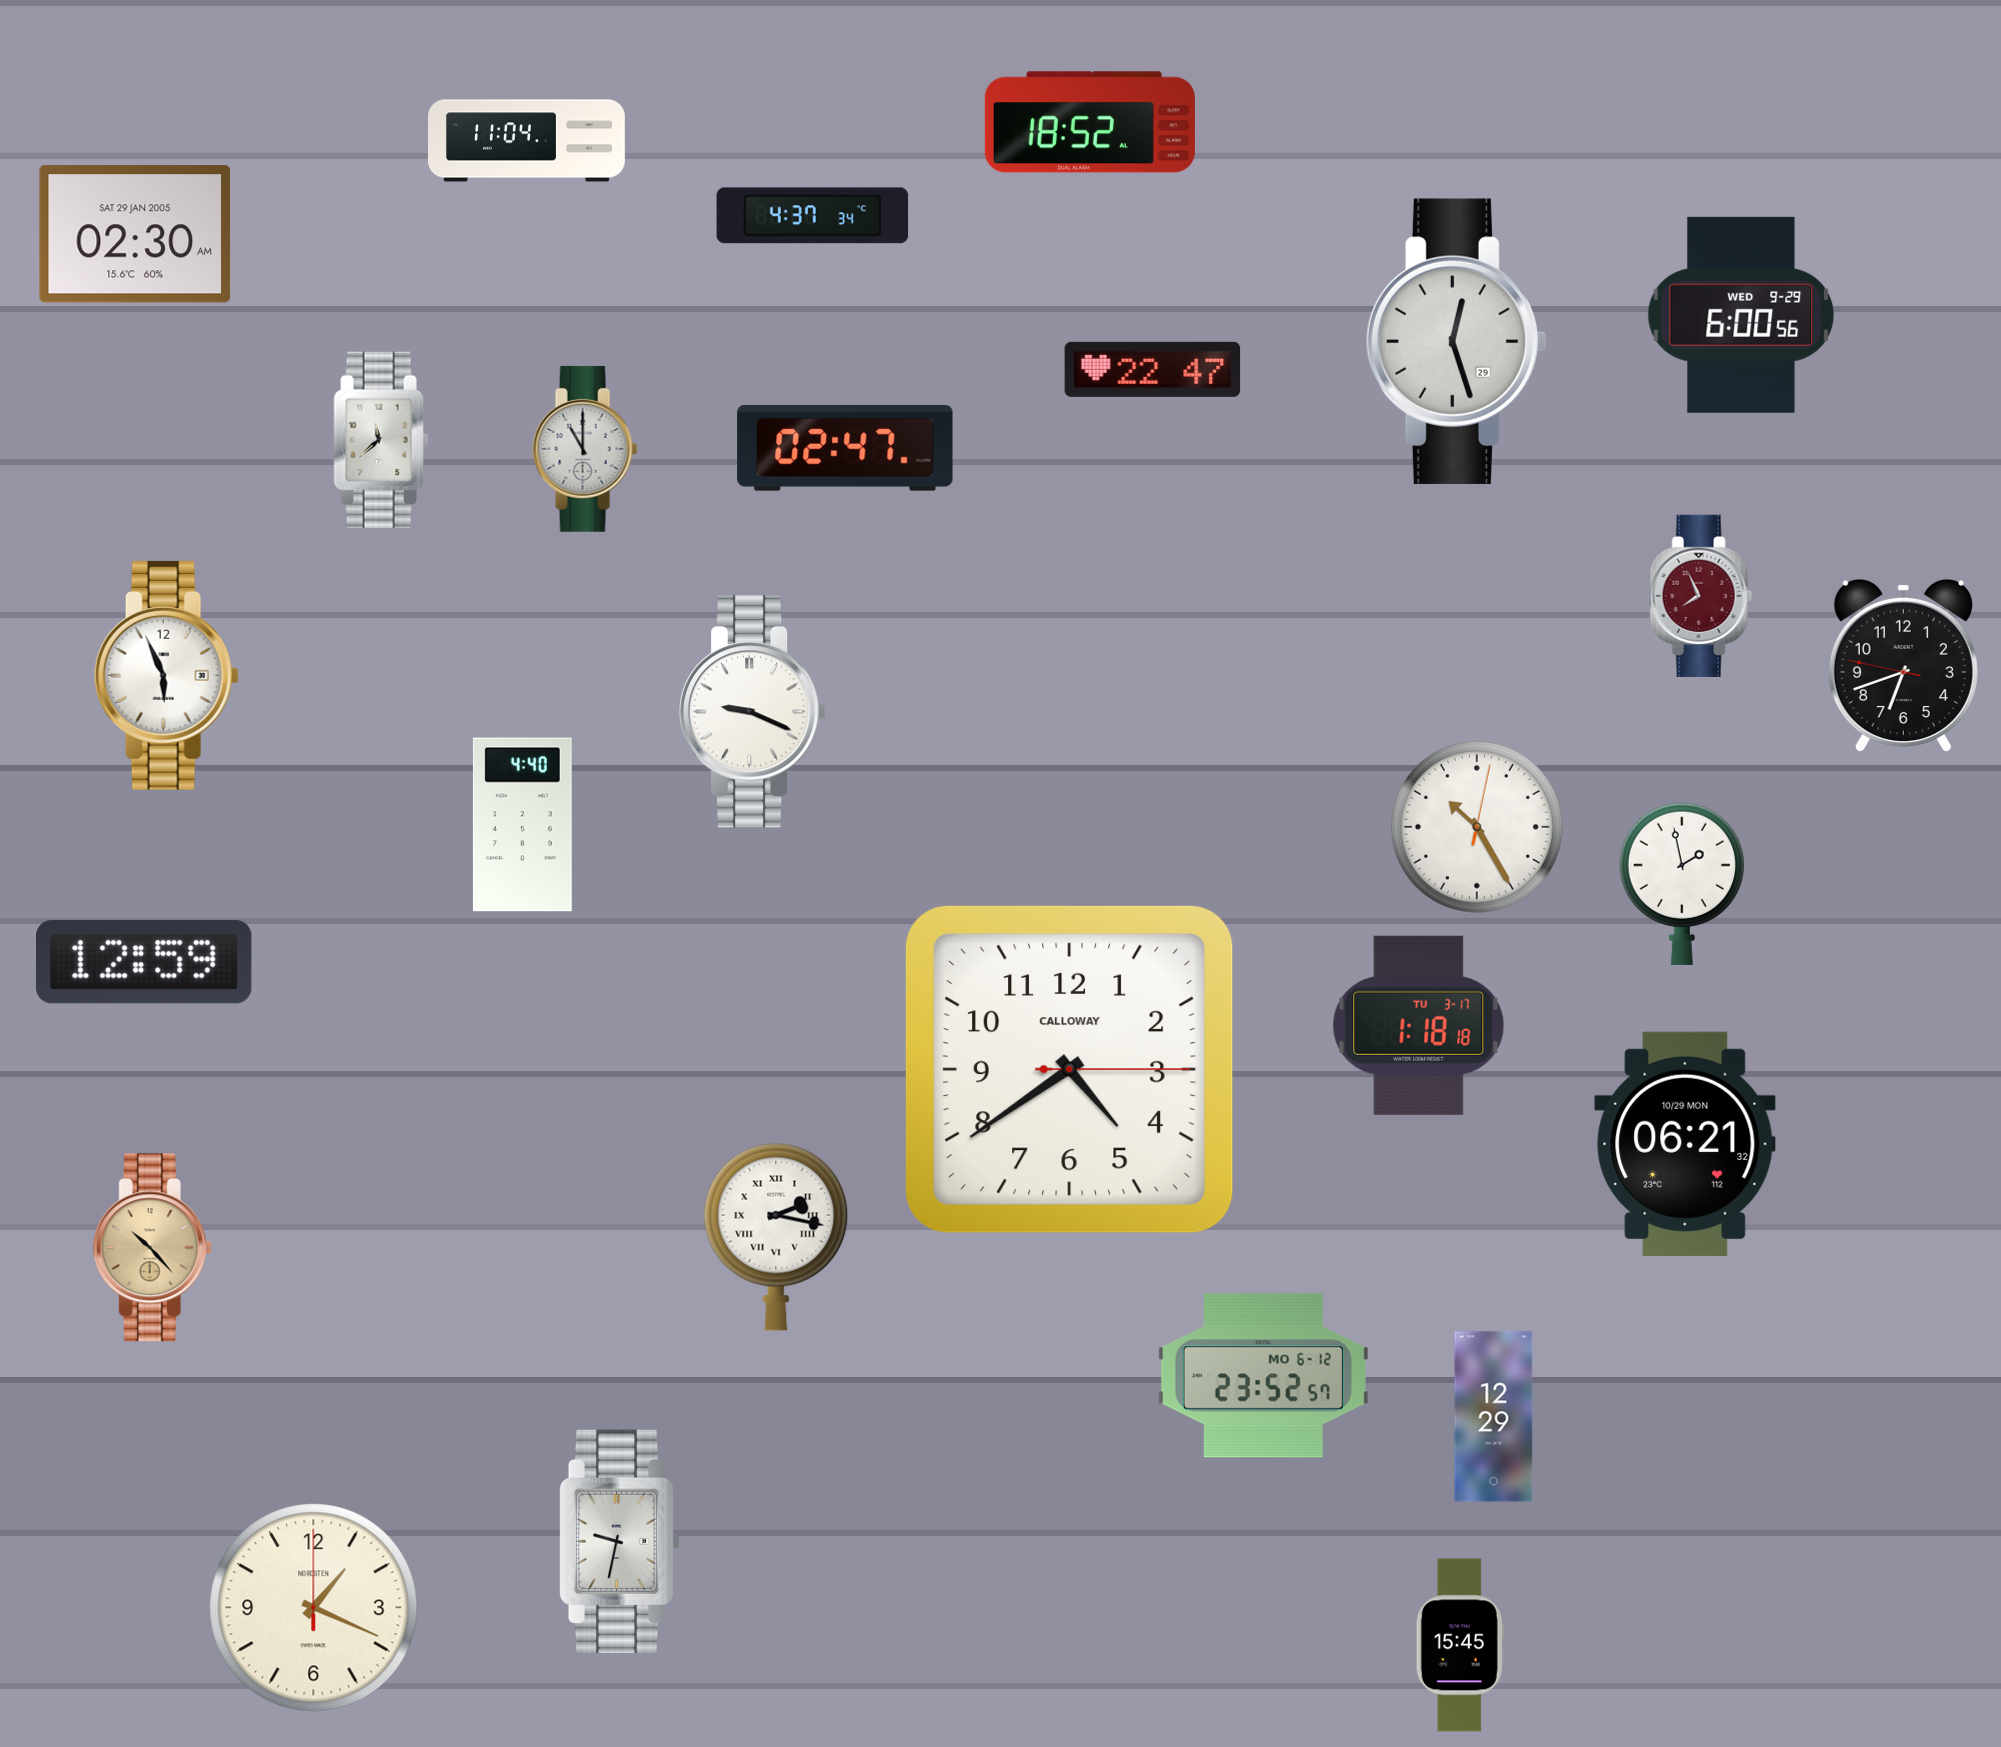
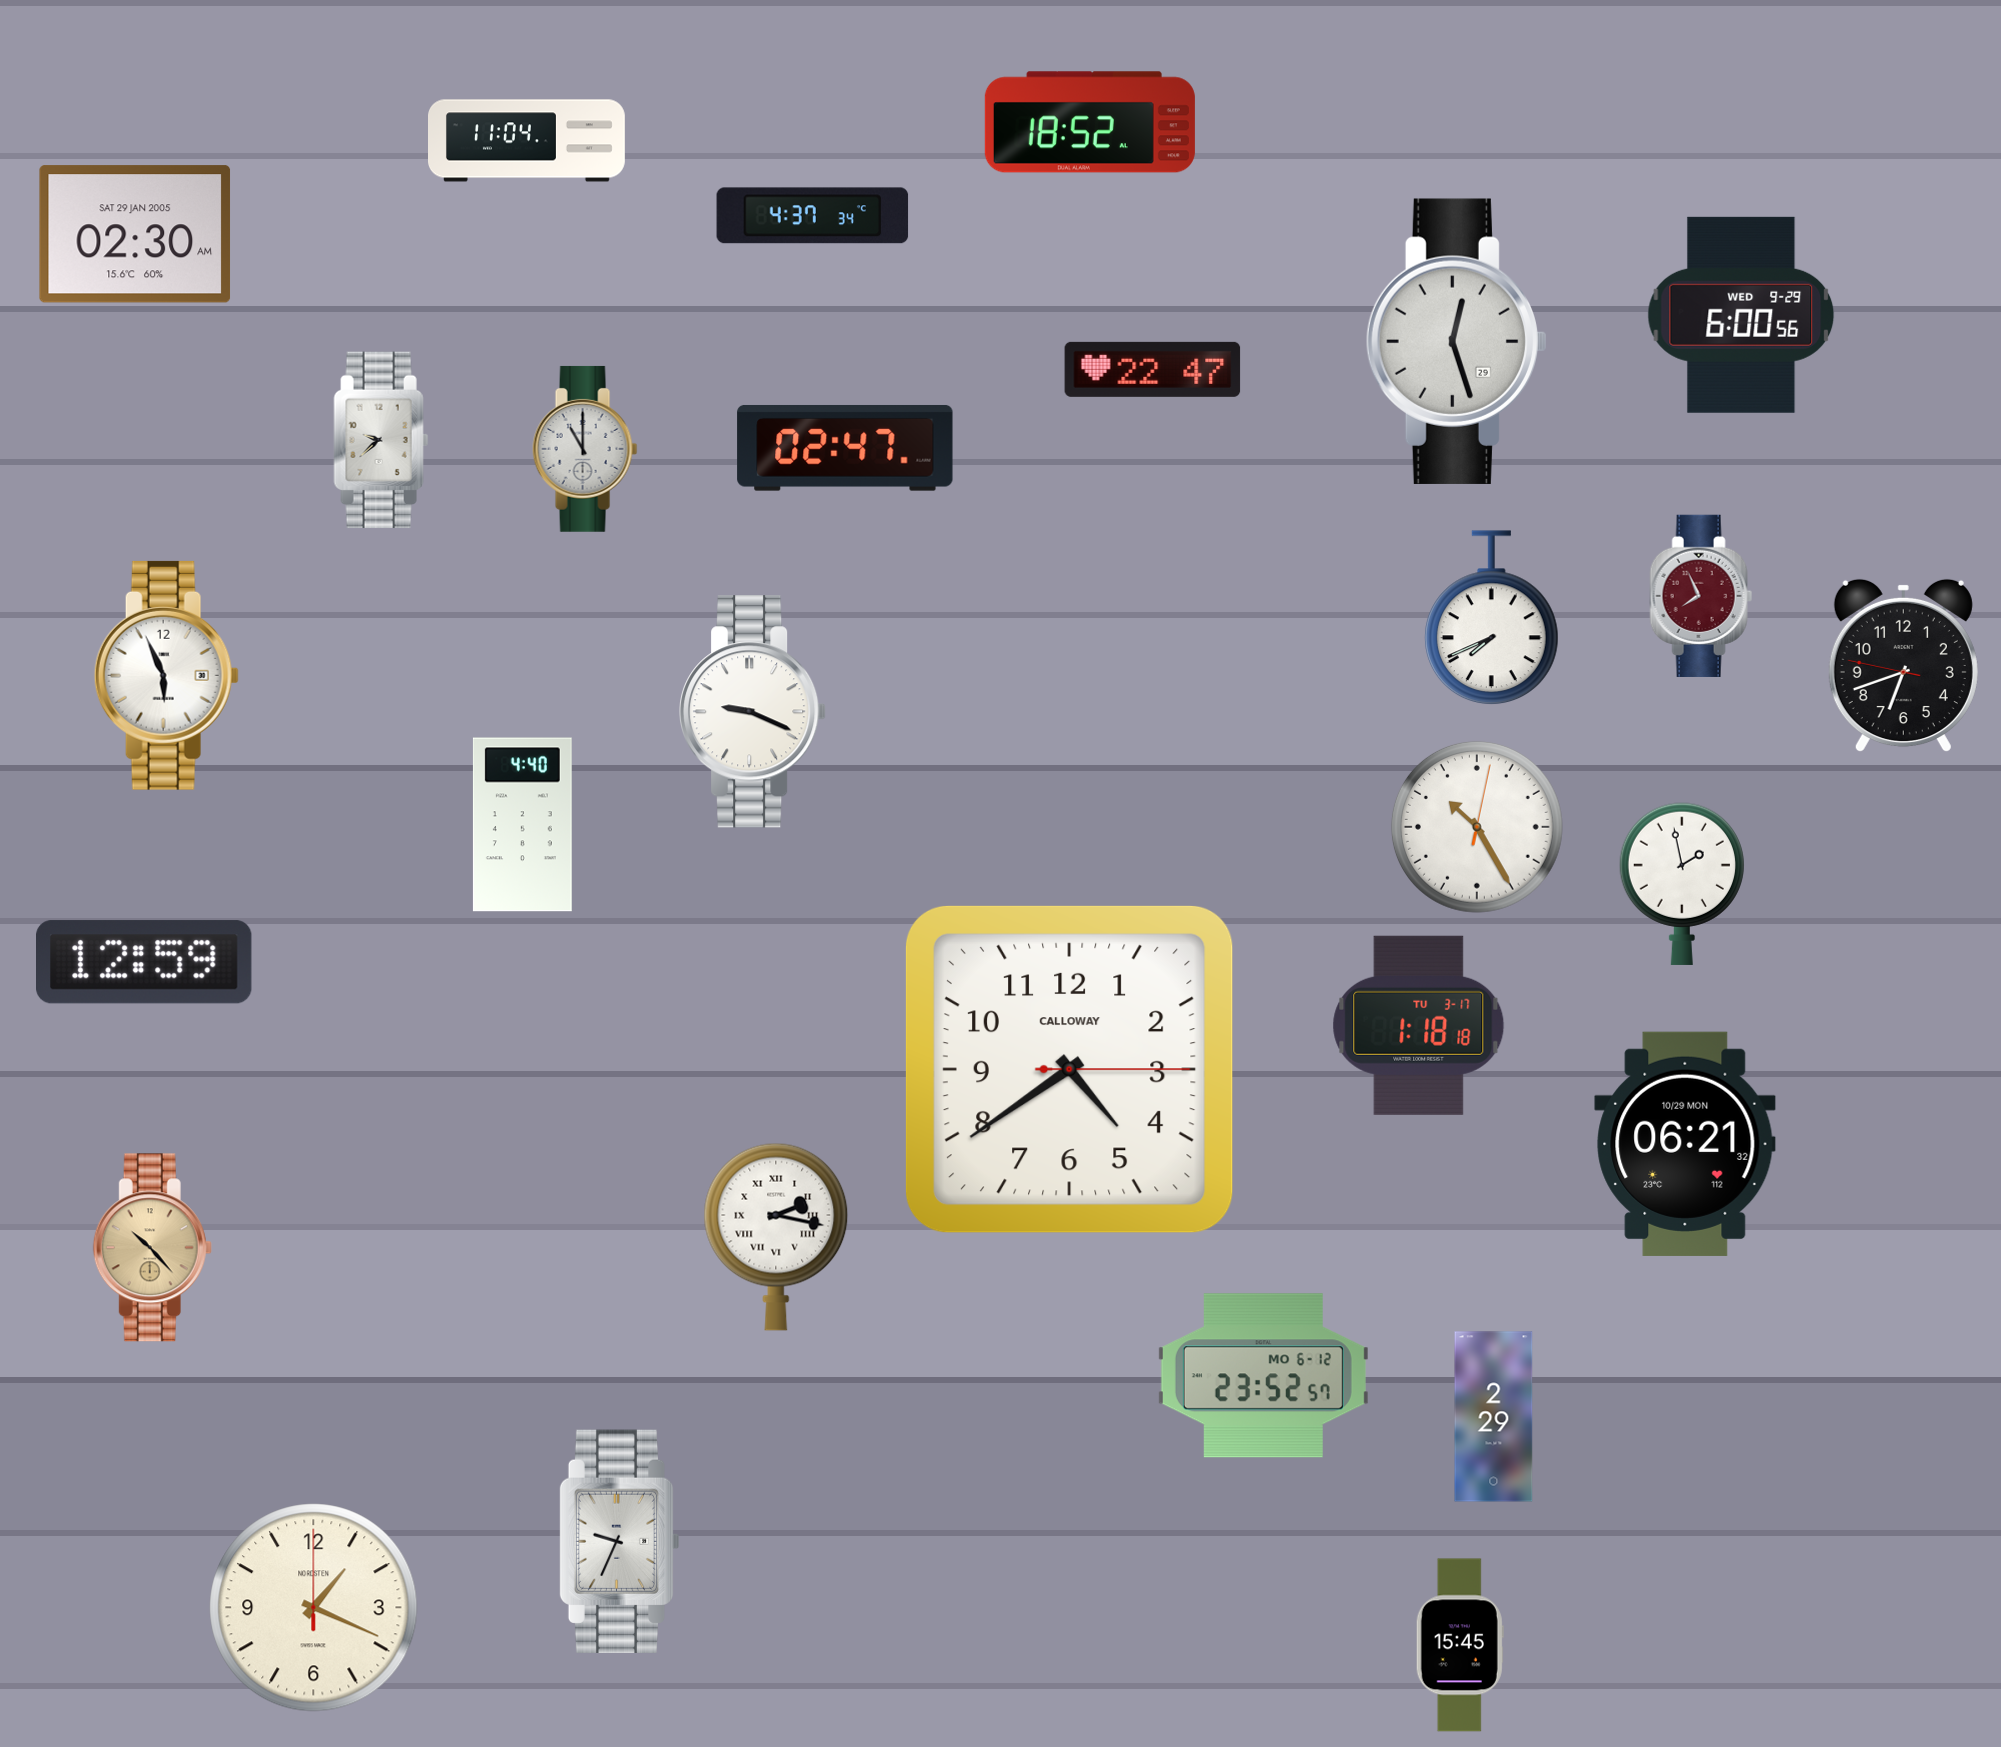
clock at (381, 440): 11:38 -> 9:38
clock at (1491, 618): none -> 7:41
clock at (1494, 1417): 12:29 -> 2:29
clock at (619, 1541): 9:32 -> 9:34
